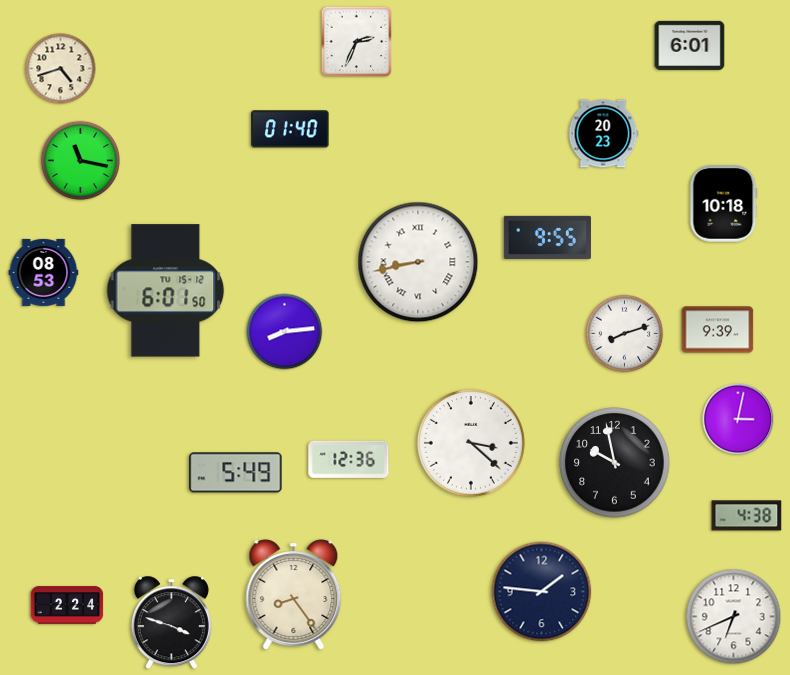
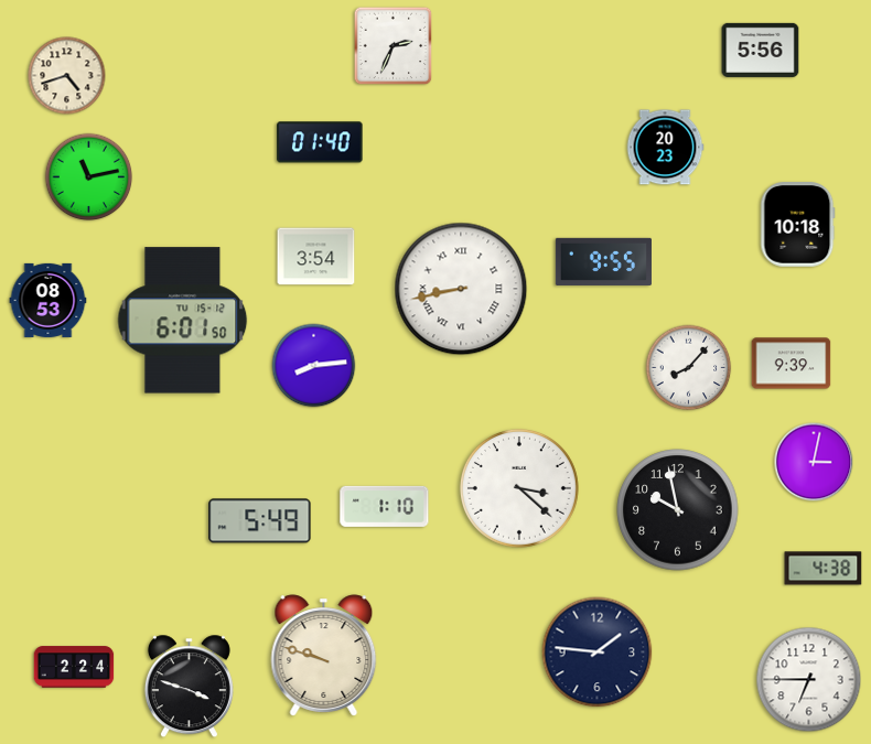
clock at (690, 45): 6:01 -> 5:56
clock at (81, 161): 11:17 -> 11:13
clock at (316, 257): none -> 3:54
clock at (625, 334): 8:12 -> 8:07
clock at (349, 459): 12:36 -> 1:10
clock at (294, 595): 8:24 -> 9:48
clock at (734, 617): 6:41 -> 6:45
